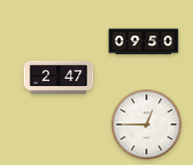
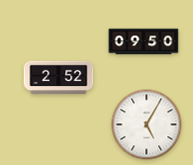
clock at (59, 77): 2:47 -> 2:52
clock at (147, 125): 12:45 -> 5:05
